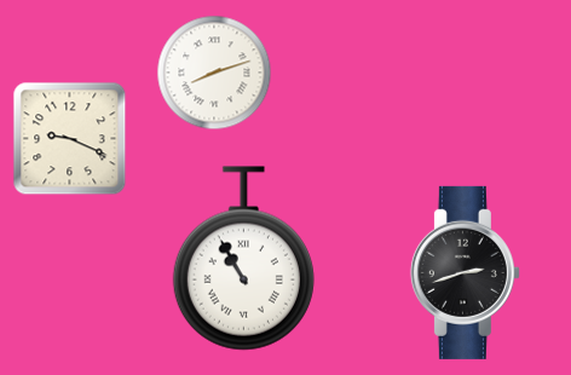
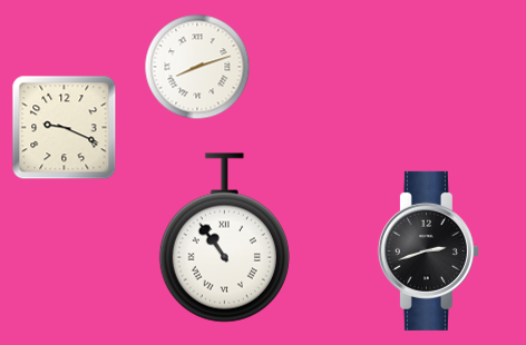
clock at (243, 259): 10:55 -> 10:54
